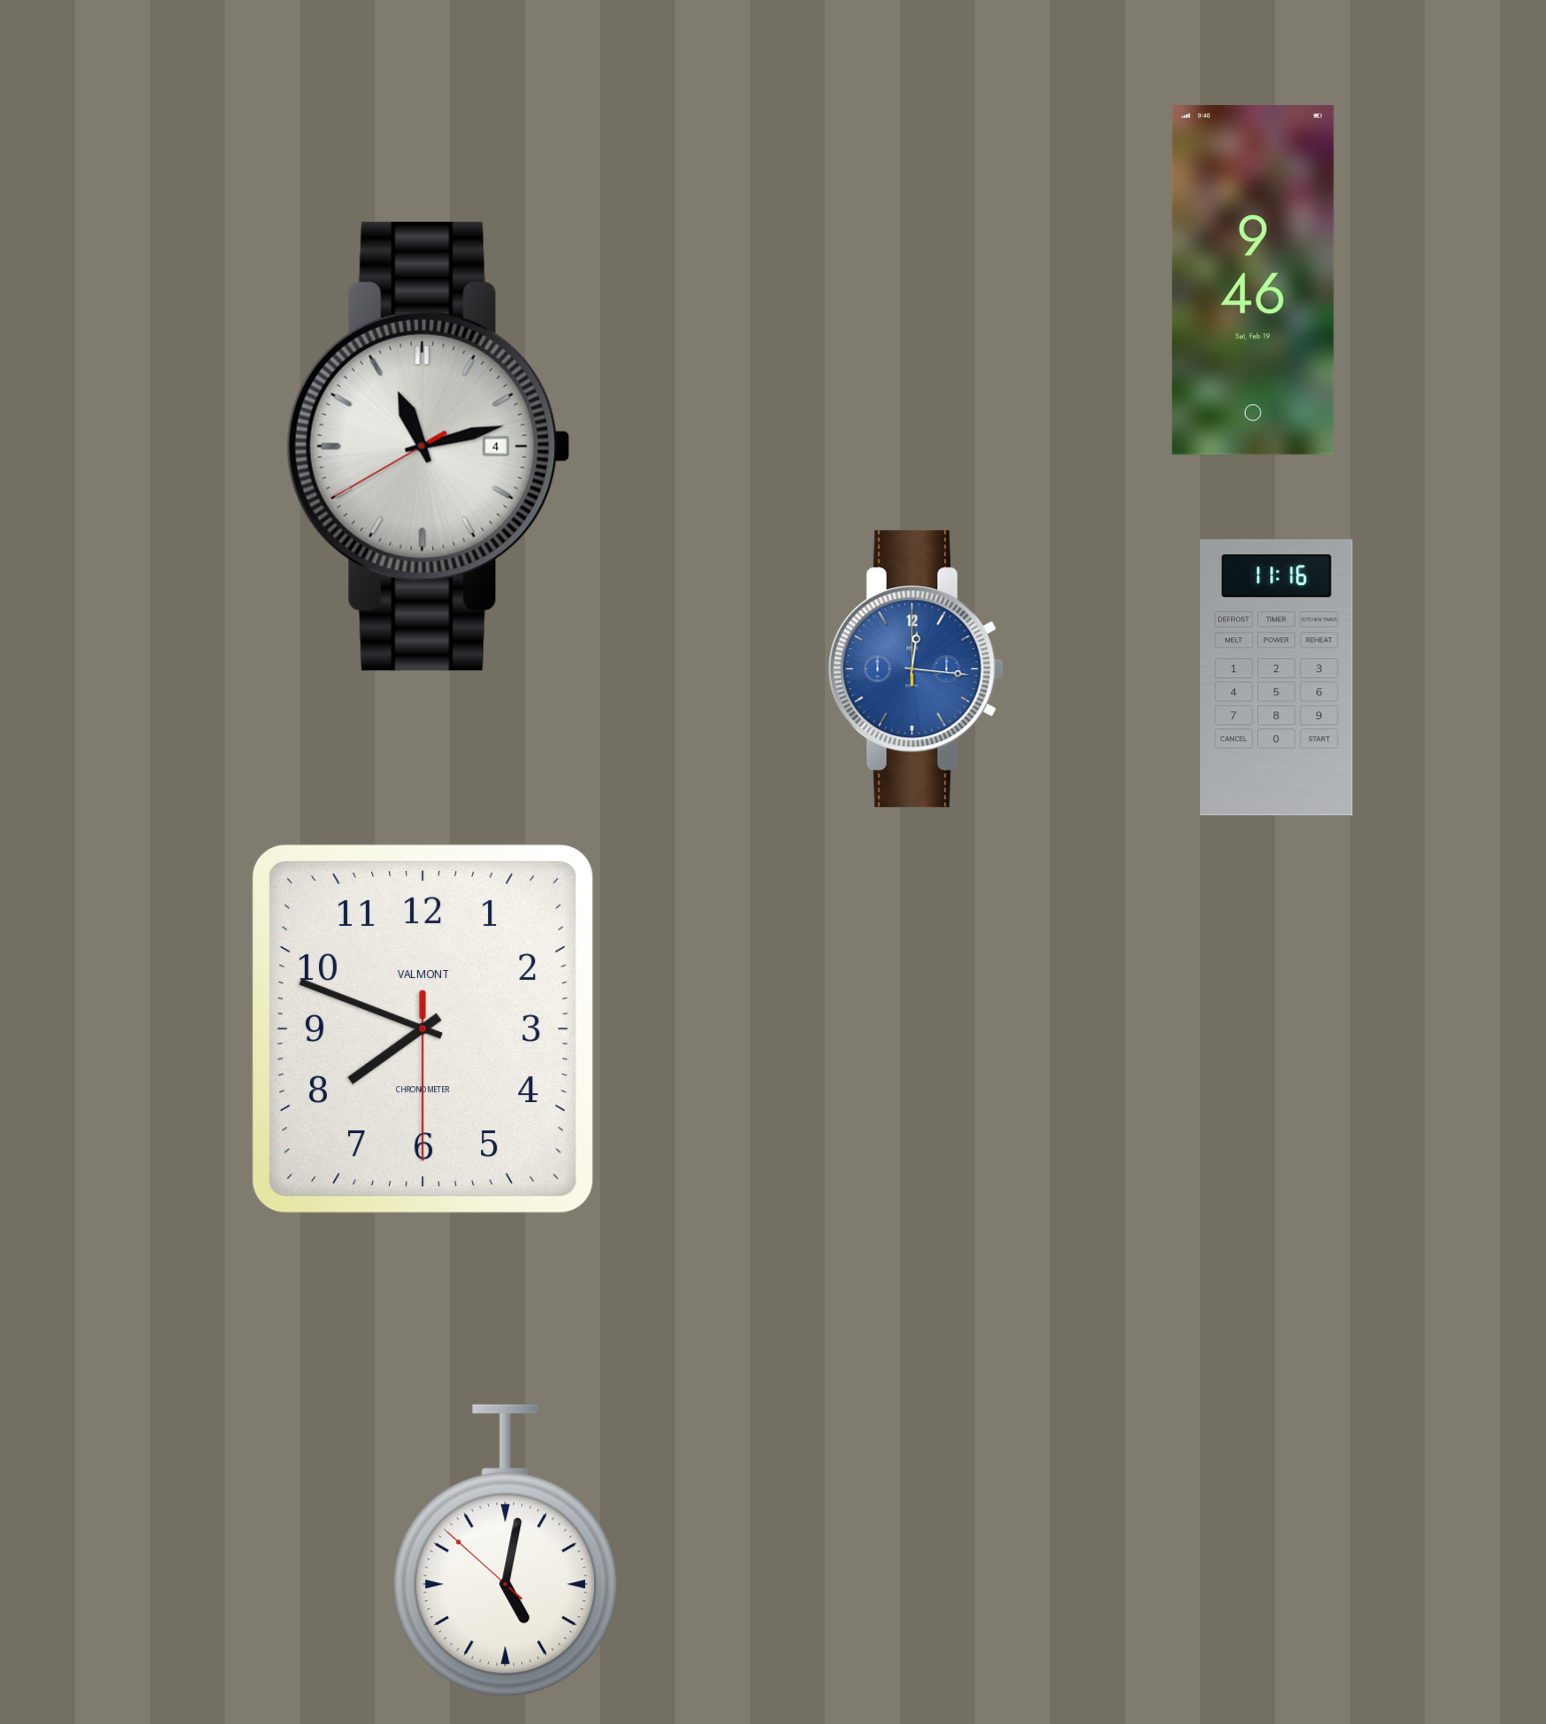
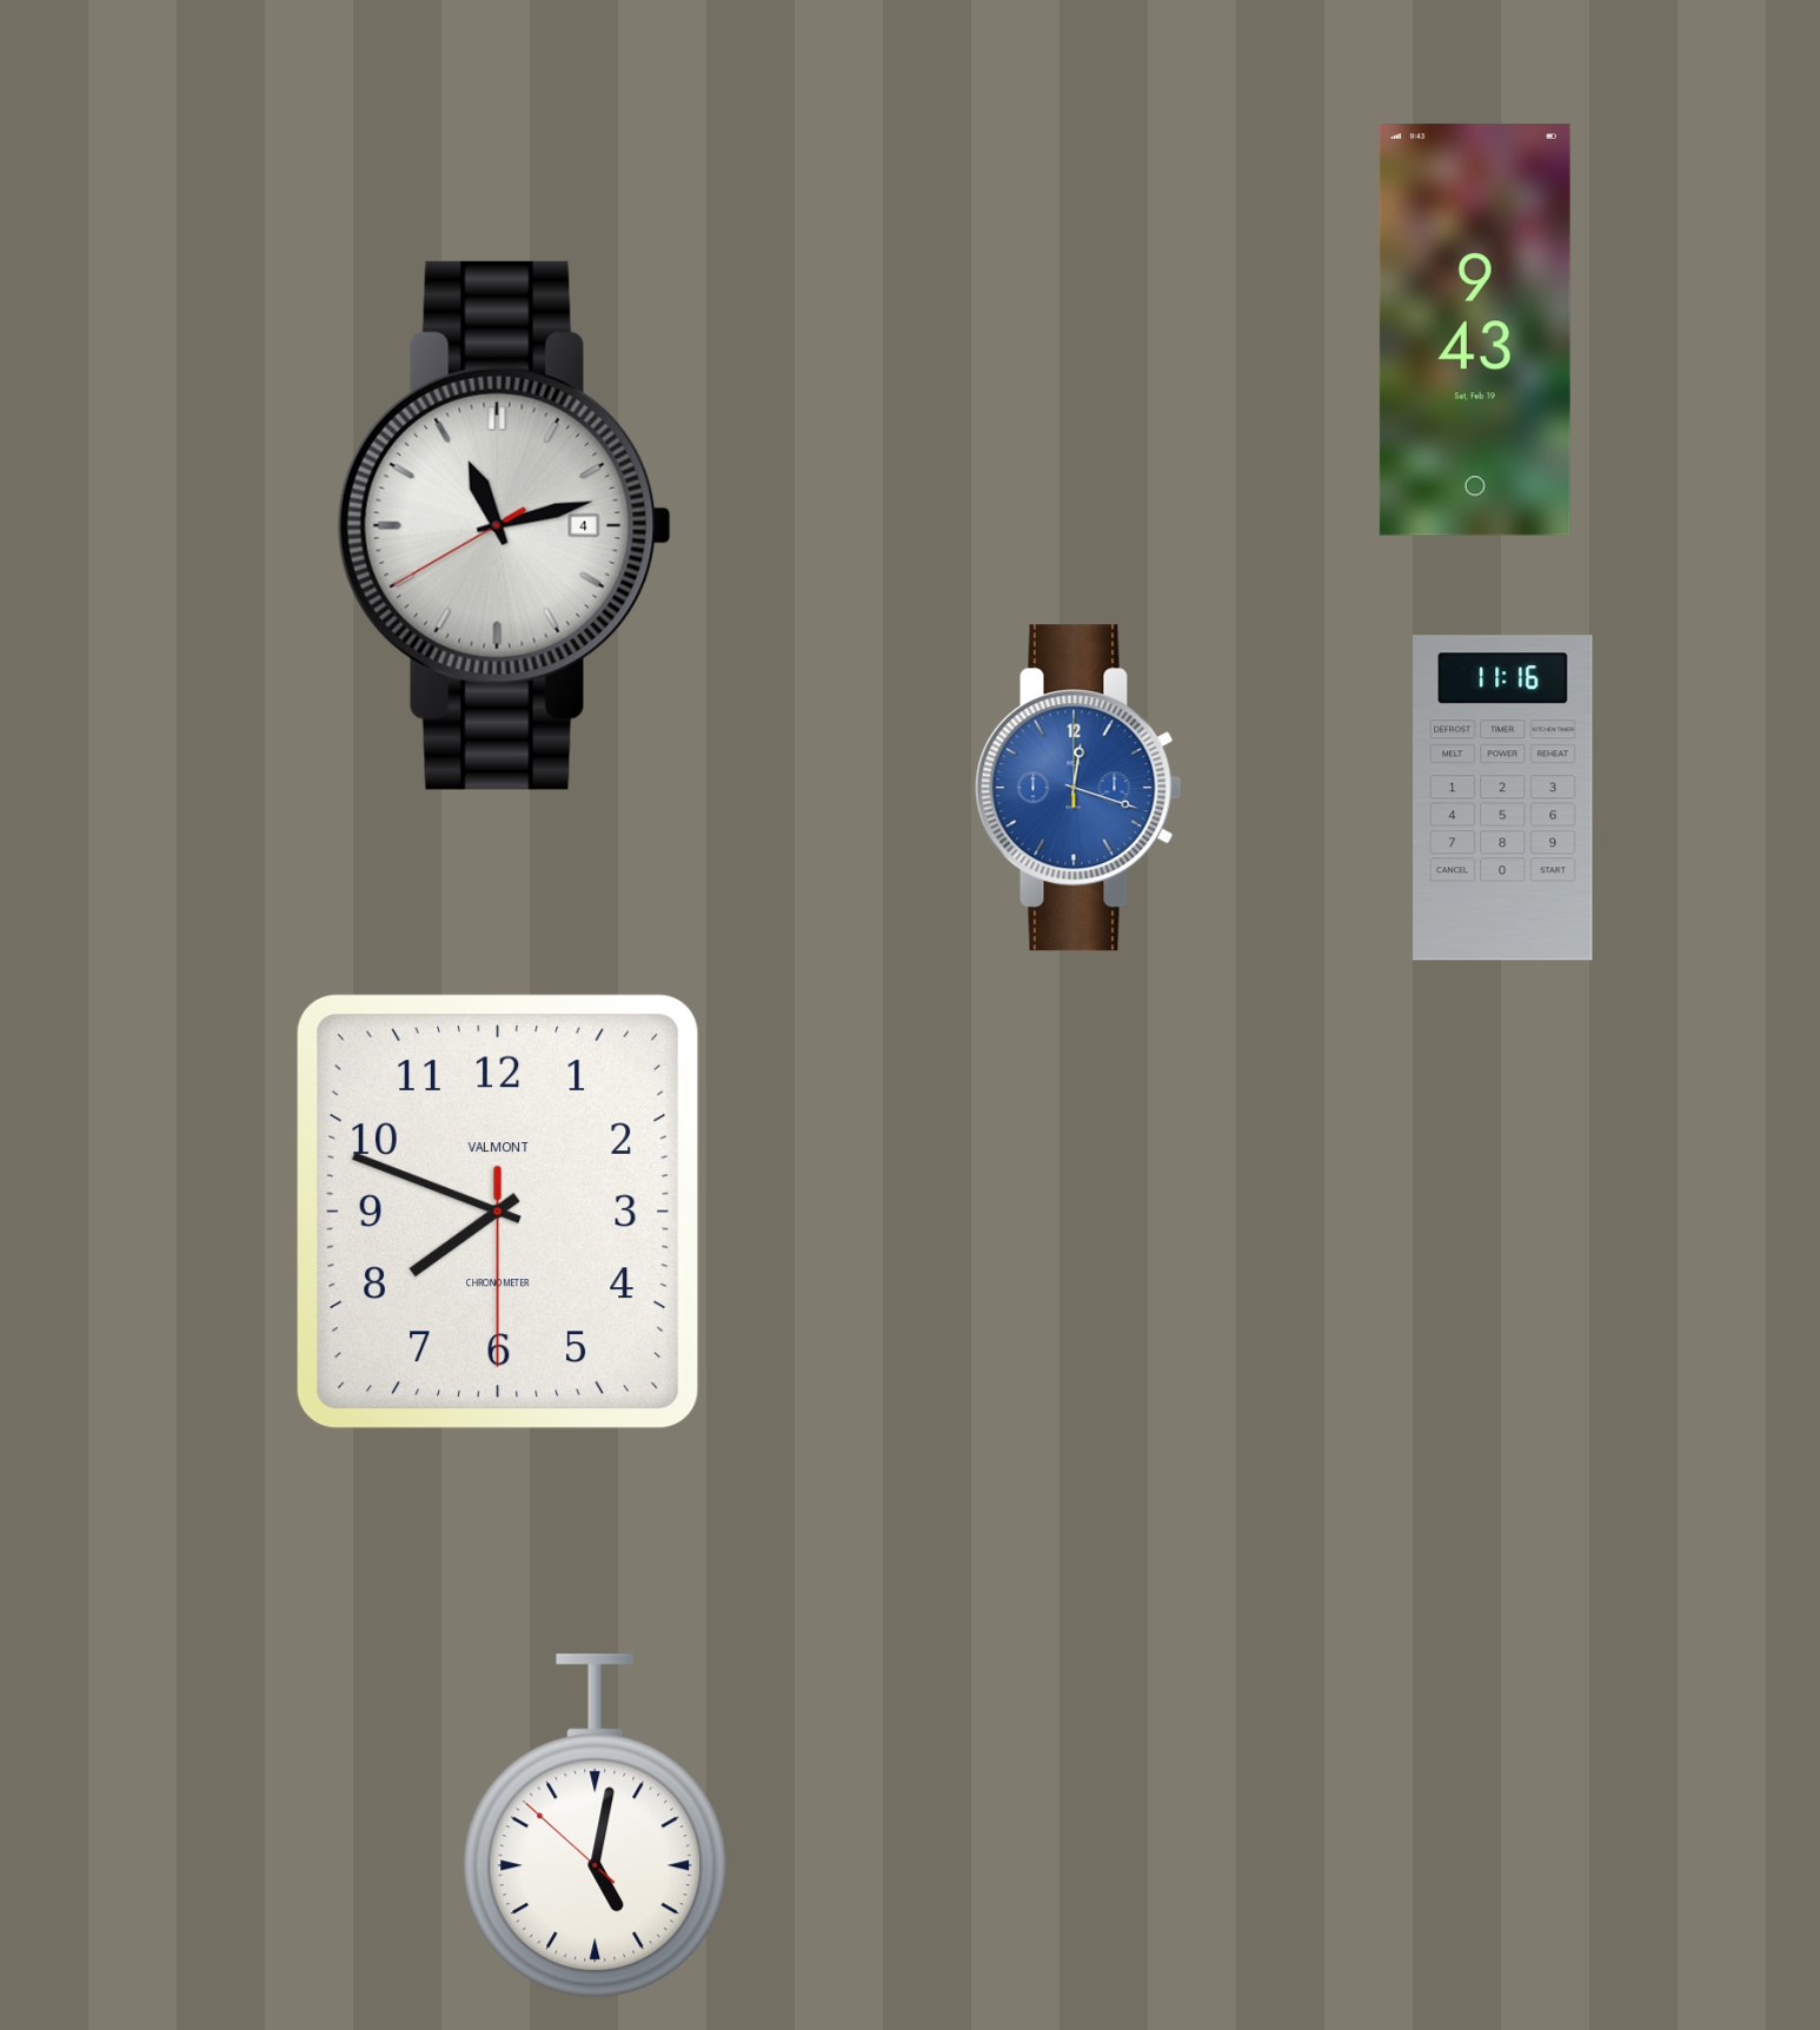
clock at (1253, 280): 9:46 -> 9:43
clock at (916, 669): 12:16 -> 12:18
